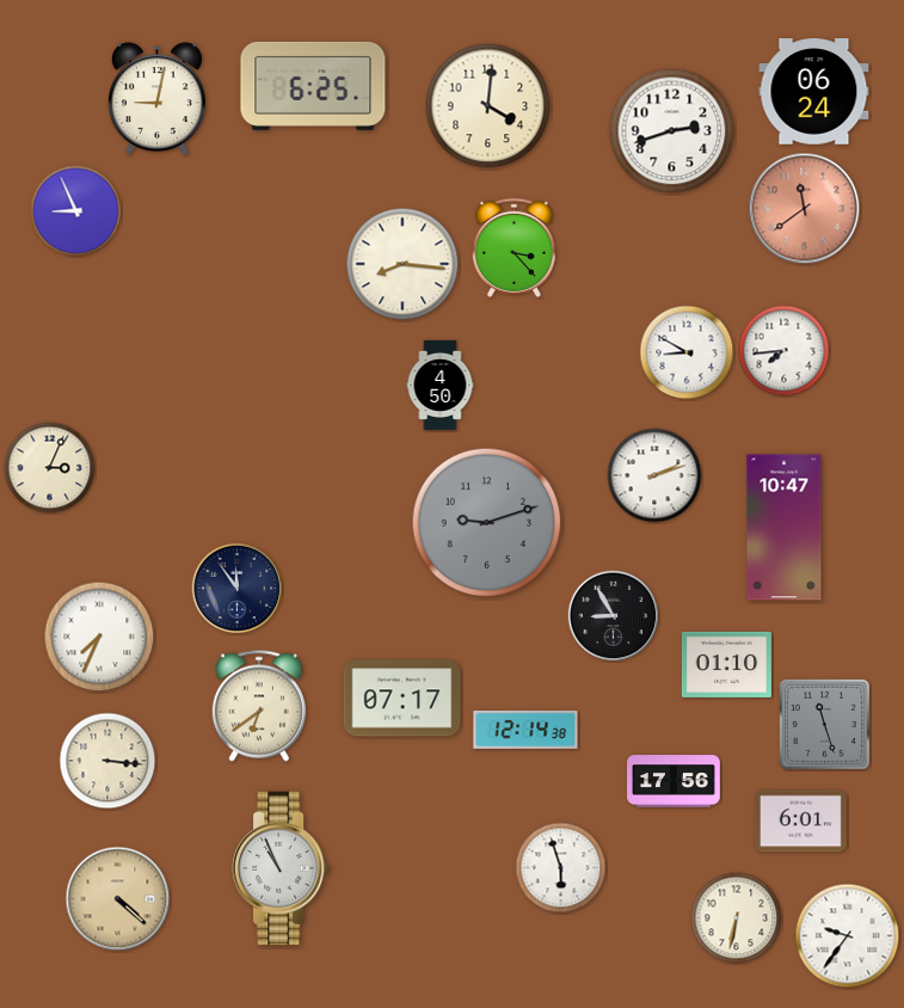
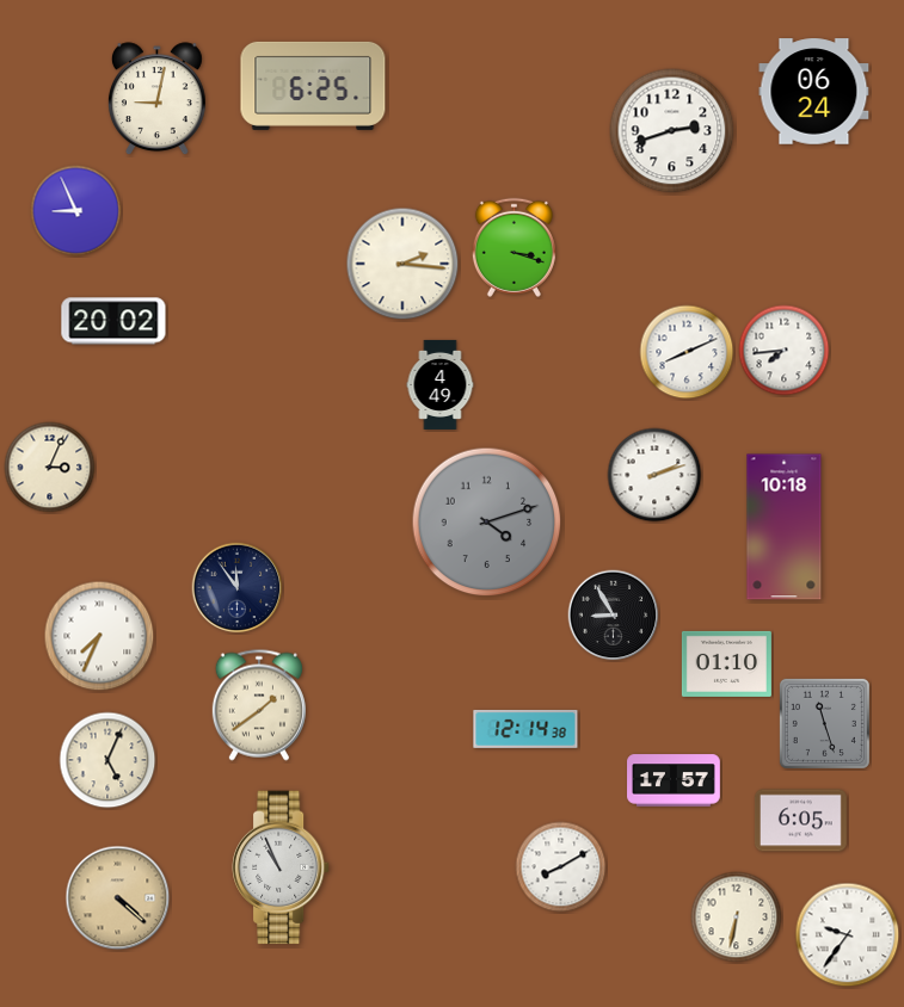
clock at (488, 106): 4:01 -> none
clock at (805, 209): 11:39 -> none
clock at (514, 247): 3:23 -> 3:18
clock at (402, 264): 8:16 -> 2:16
clock at (113, 321): none -> 20:02
clock at (687, 352): 8:50 -> 8:11
clock at (441, 385): 4:50 -> 4:49
clock at (487, 523): 9:12 -> 4:12
clock at (785, 528): 10:47 -> 10:18
clock at (402, 699): 07:17 -> none
clock at (259, 706): 6:39 -> 1:39
clock at (107, 761): 3:16 -> 5:04
clock at (674, 781): 17:56 -> 17:57
clock at (800, 822): 6:01 -> 6:05
clock at (561, 868): 5:57 -> 8:10
